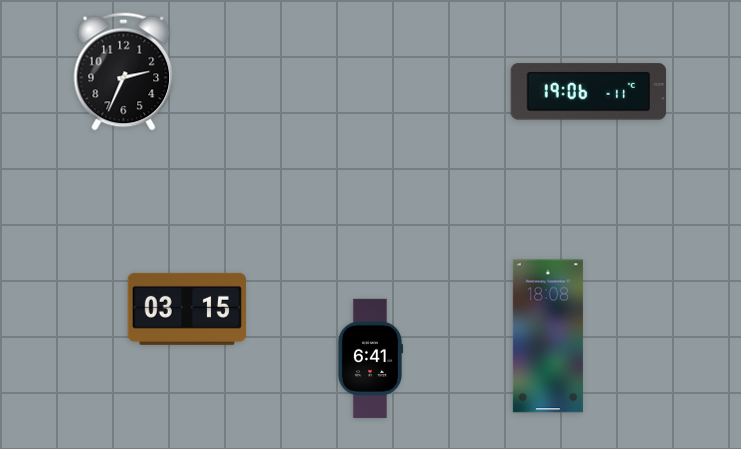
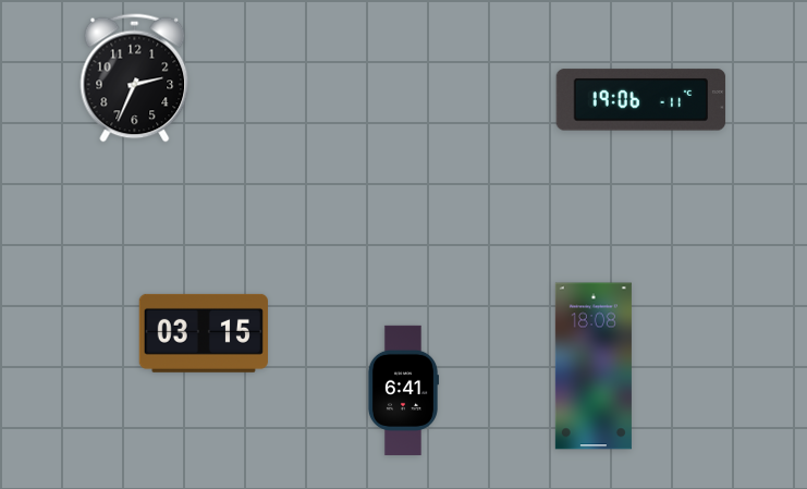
clock at (187, 309) position: (187, 309) -> (204, 333)
clock at (548, 336) position: (548, 336) -> (594, 366)
